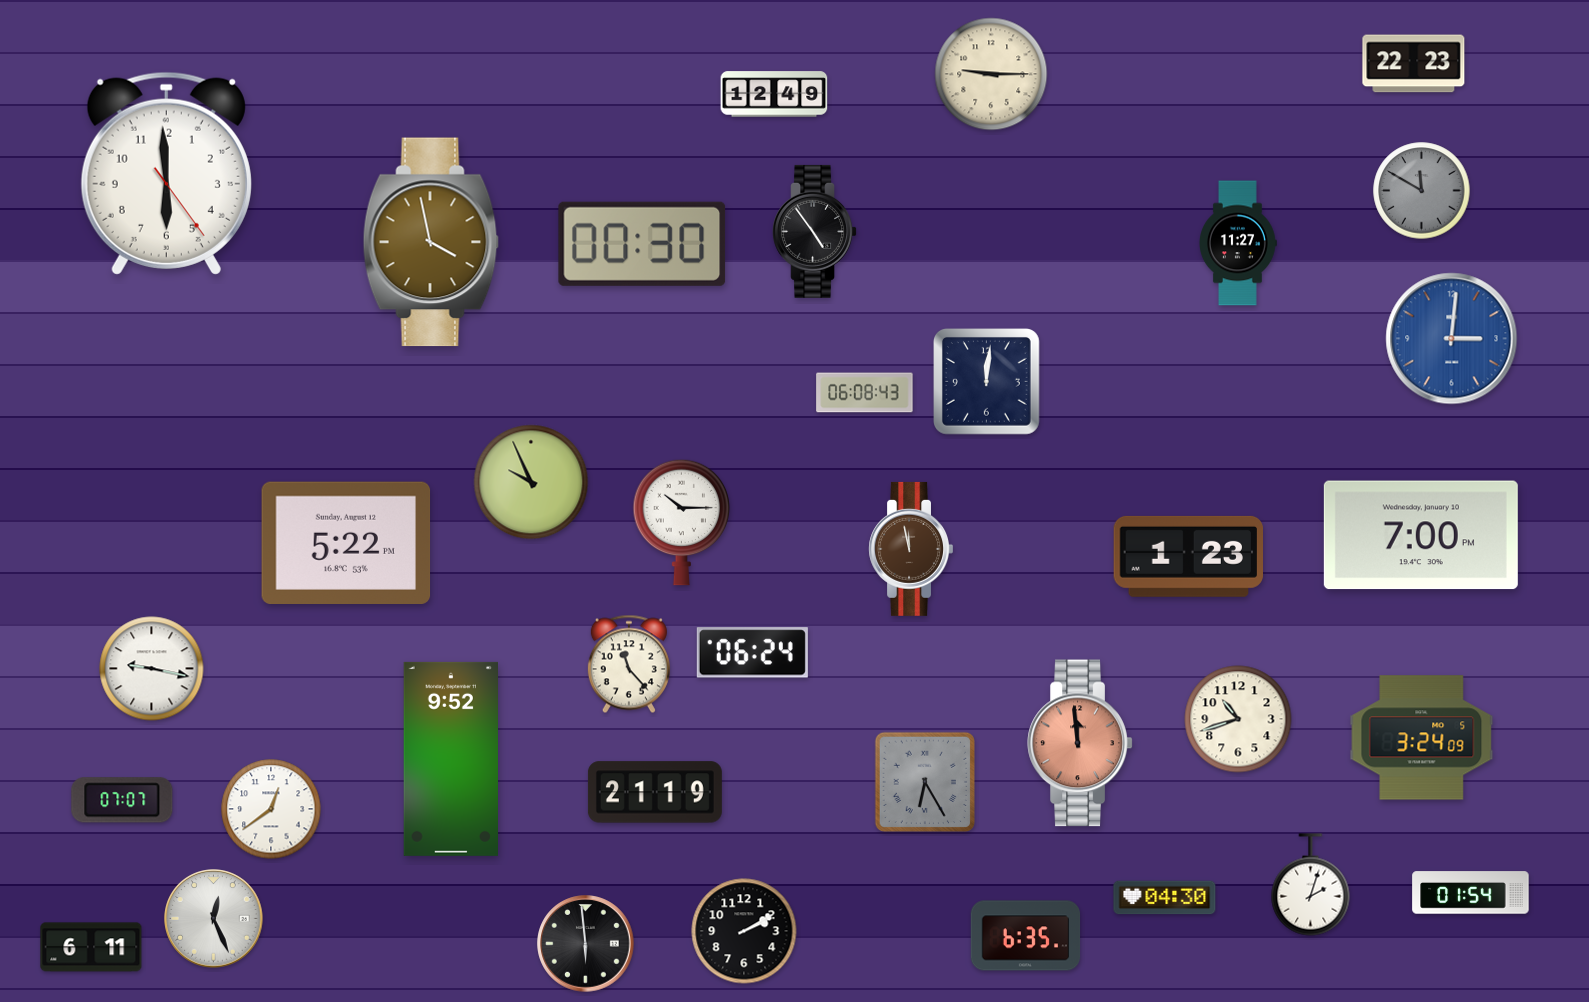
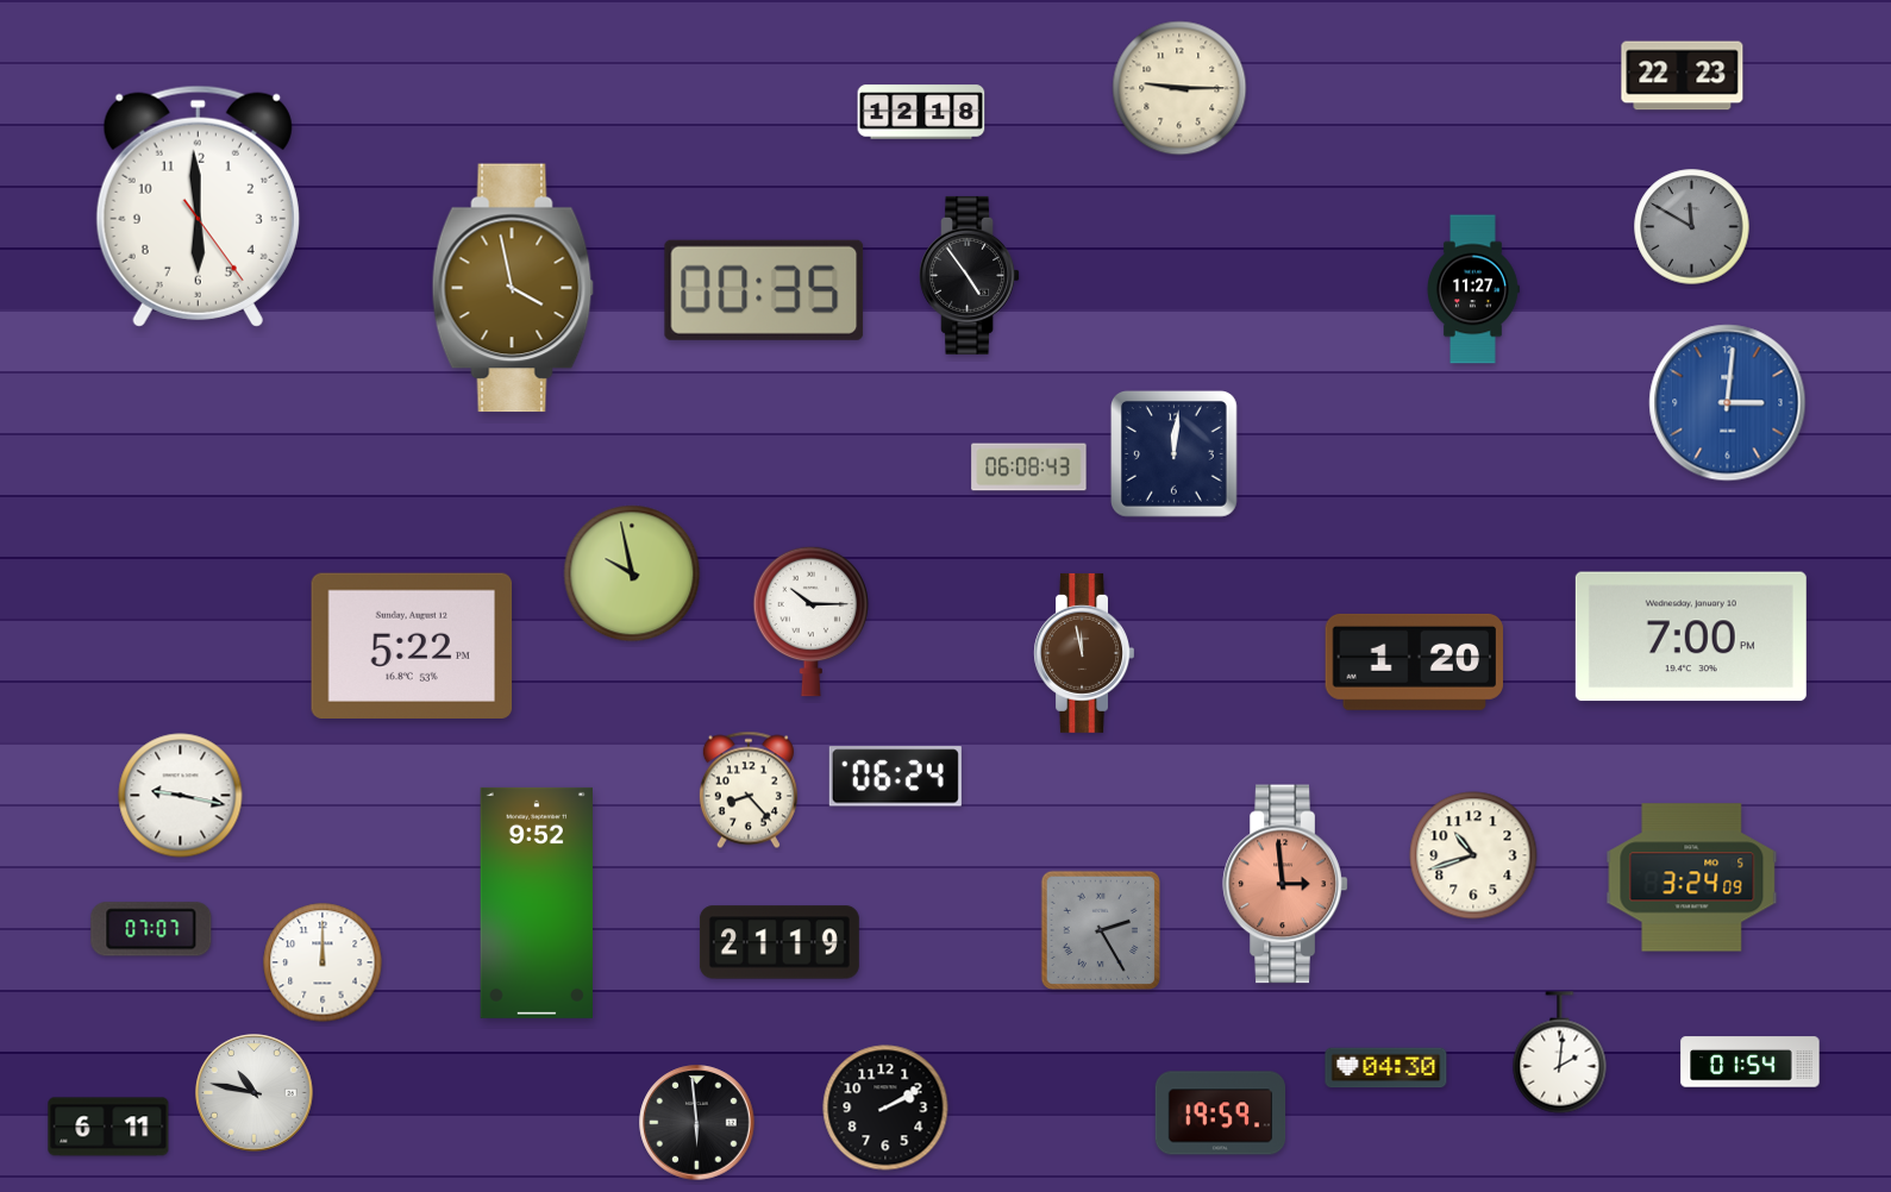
clock at (774, 94): 12:49 -> 12:18
clock at (642, 244): 00:30 -> 00:35
clock at (531, 482): 9:56 -> 9:58
clock at (1188, 556): 1:23 -> 1:20
clock at (629, 664): 11:23 -> 8:23
clock at (1080, 743): 11:59 -> 2:59
clock at (924, 781): 6:25 -> 2:25
clock at (122, 800) position: (122, 800) -> (151, 929)
clock at (271, 809): 12:39 -> 12:00
clock at (1311, 885): 2:03 -> 2:01
clock at (214, 919): 12:26 -> 10:47
clock at (1026, 936): 6:35 -> 19:59
